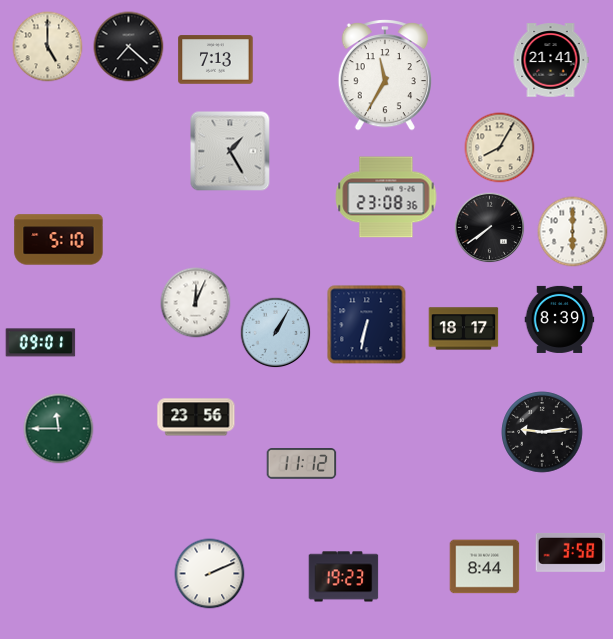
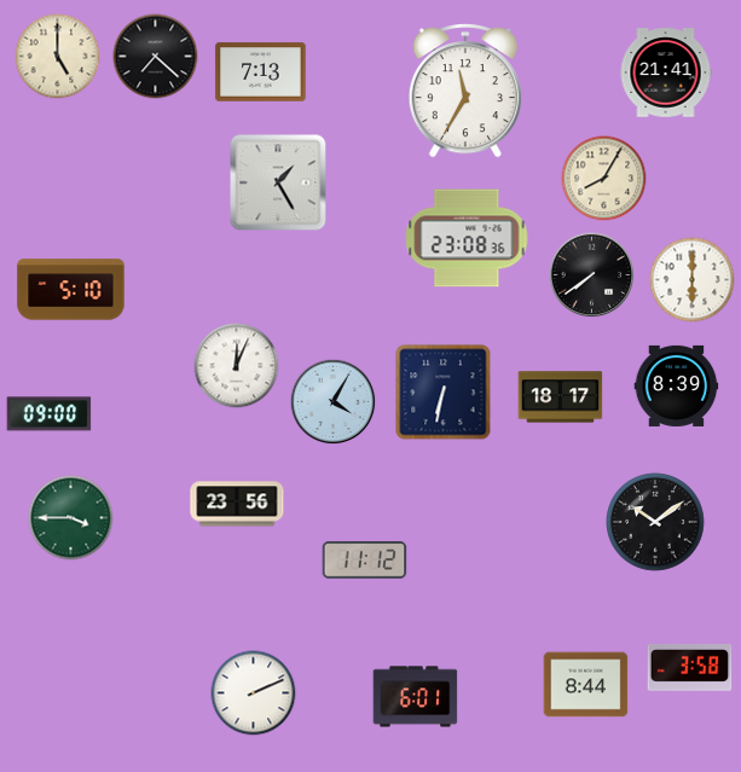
clock at (276, 333): 1:05 -> 4:05
clock at (41, 343): 09:01 -> 09:00
clock at (59, 429): 11:45 -> 3:45
clock at (542, 432): 9:14 -> 10:09
clock at (344, 577): 19:23 -> 6:01
